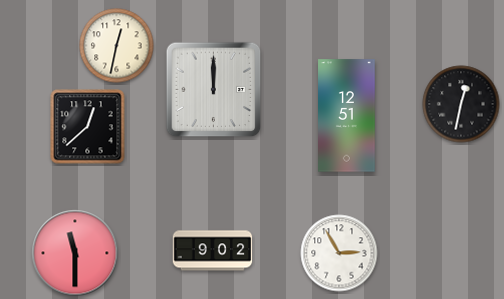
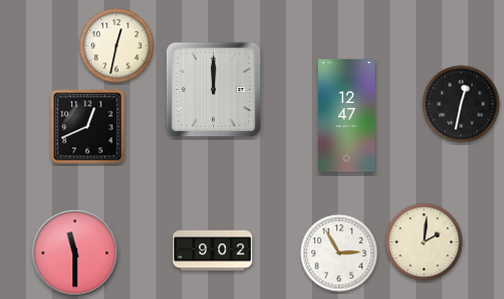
clock at (347, 116): 12:51 -> 12:47
clock at (88, 127): 12:38 -> 12:41
clock at (424, 242): none -> 2:01
